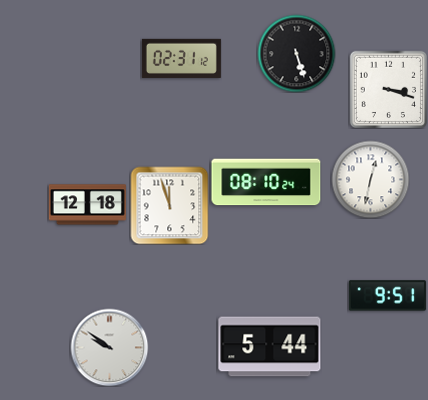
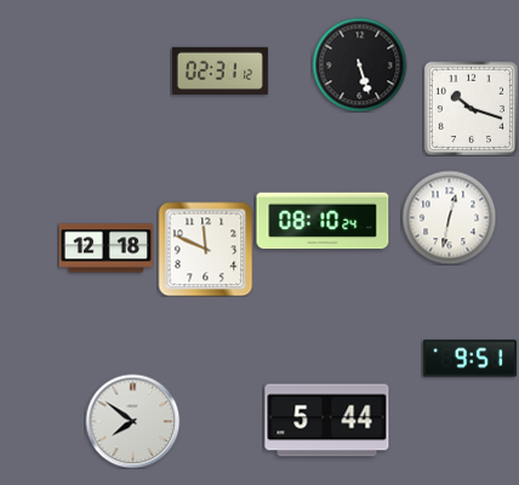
clock at (388, 89): 3:18 -> 10:18
clock at (169, 205): 11:57 -> 11:49
clock at (109, 347): 9:51 -> 7:51
